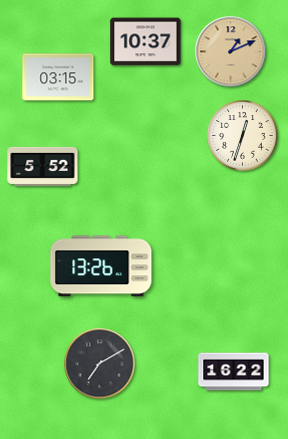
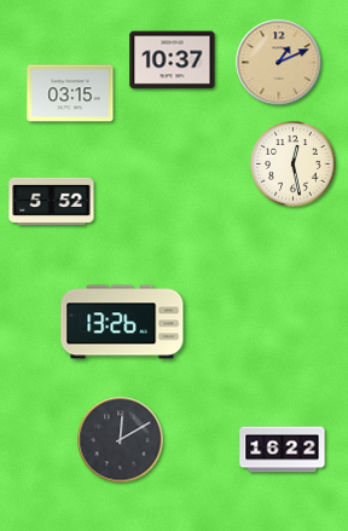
clock at (146, 42) position: (146, 42) -> (173, 60)
clock at (243, 136): 12:33 -> 12:28
clock at (100, 364): 7:10 -> 12:10
